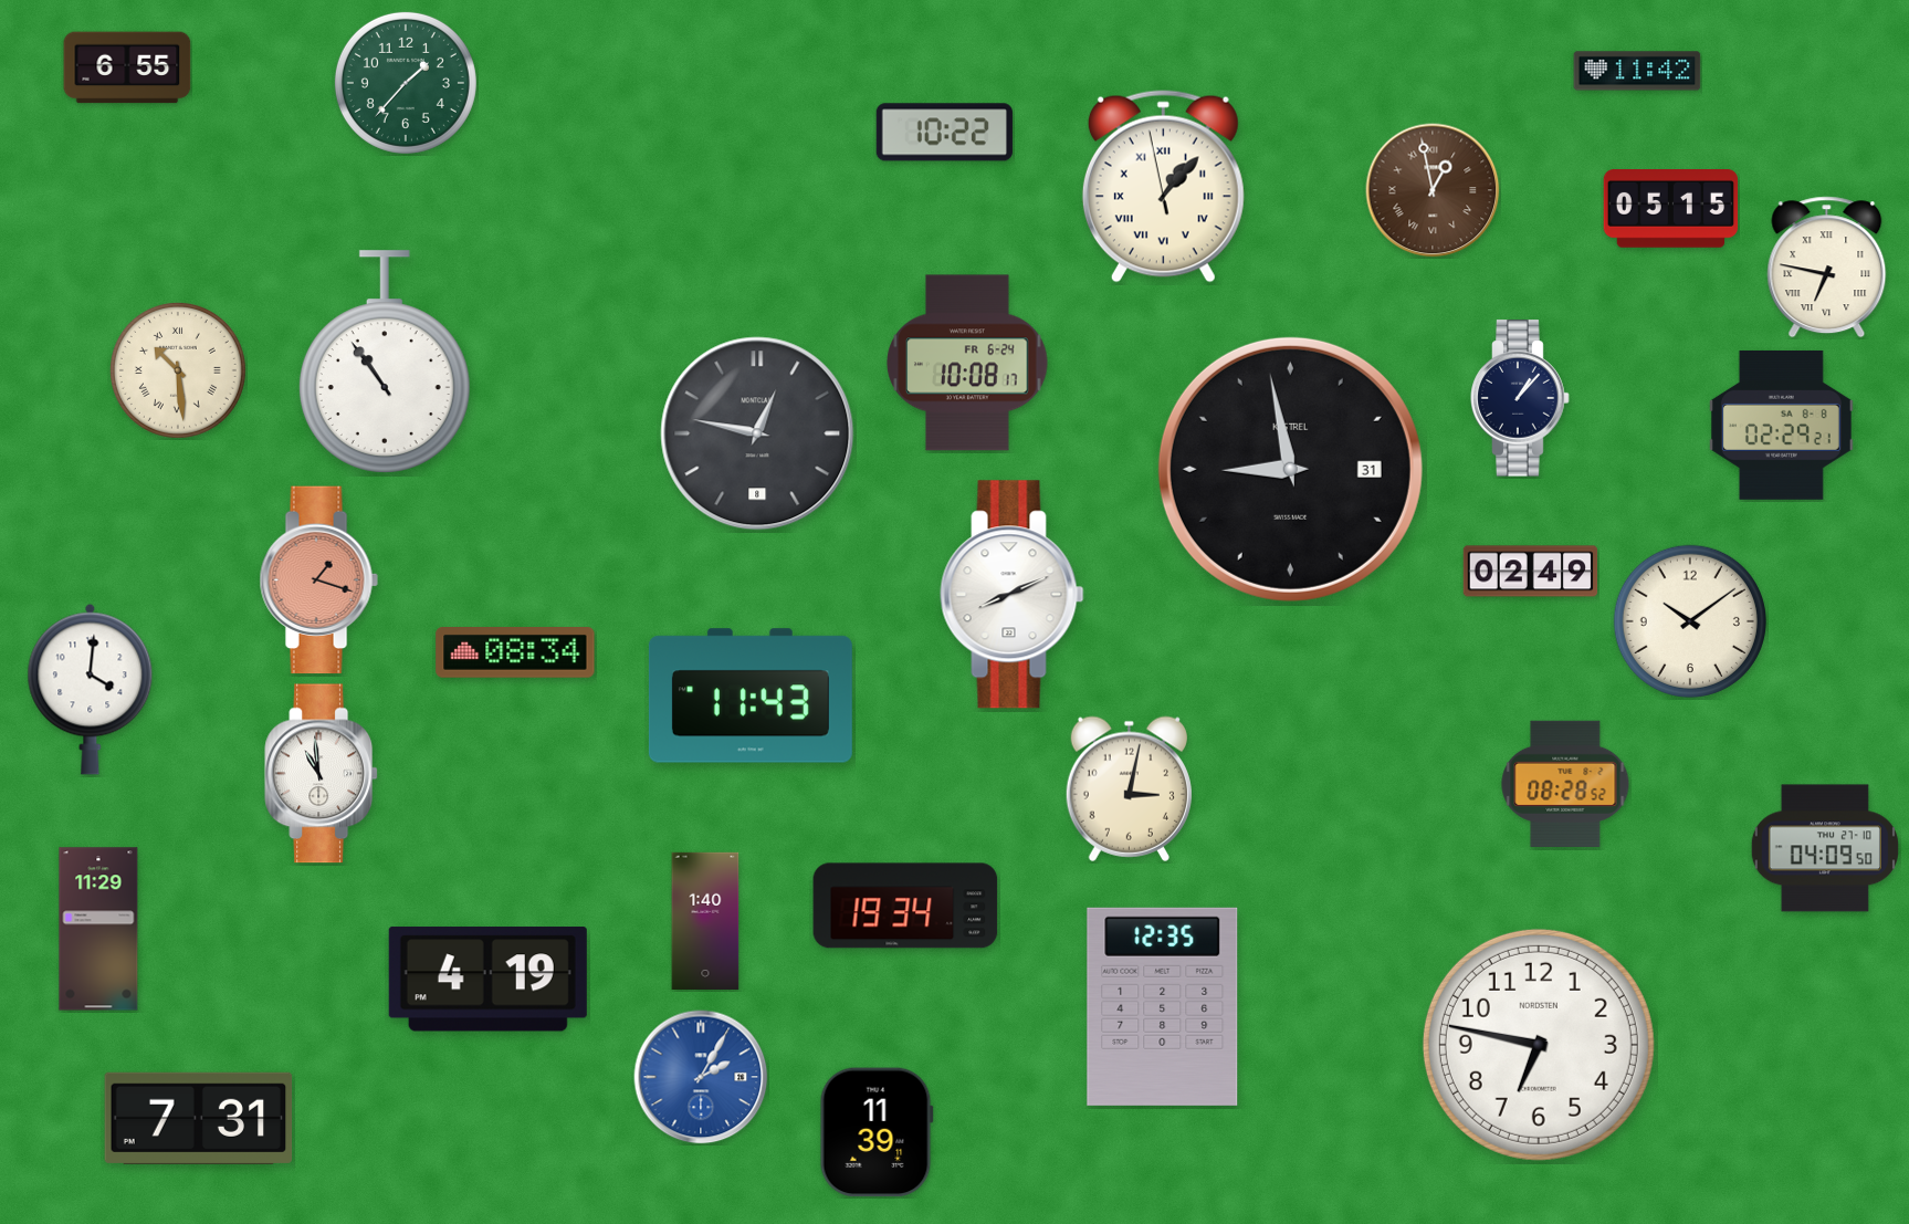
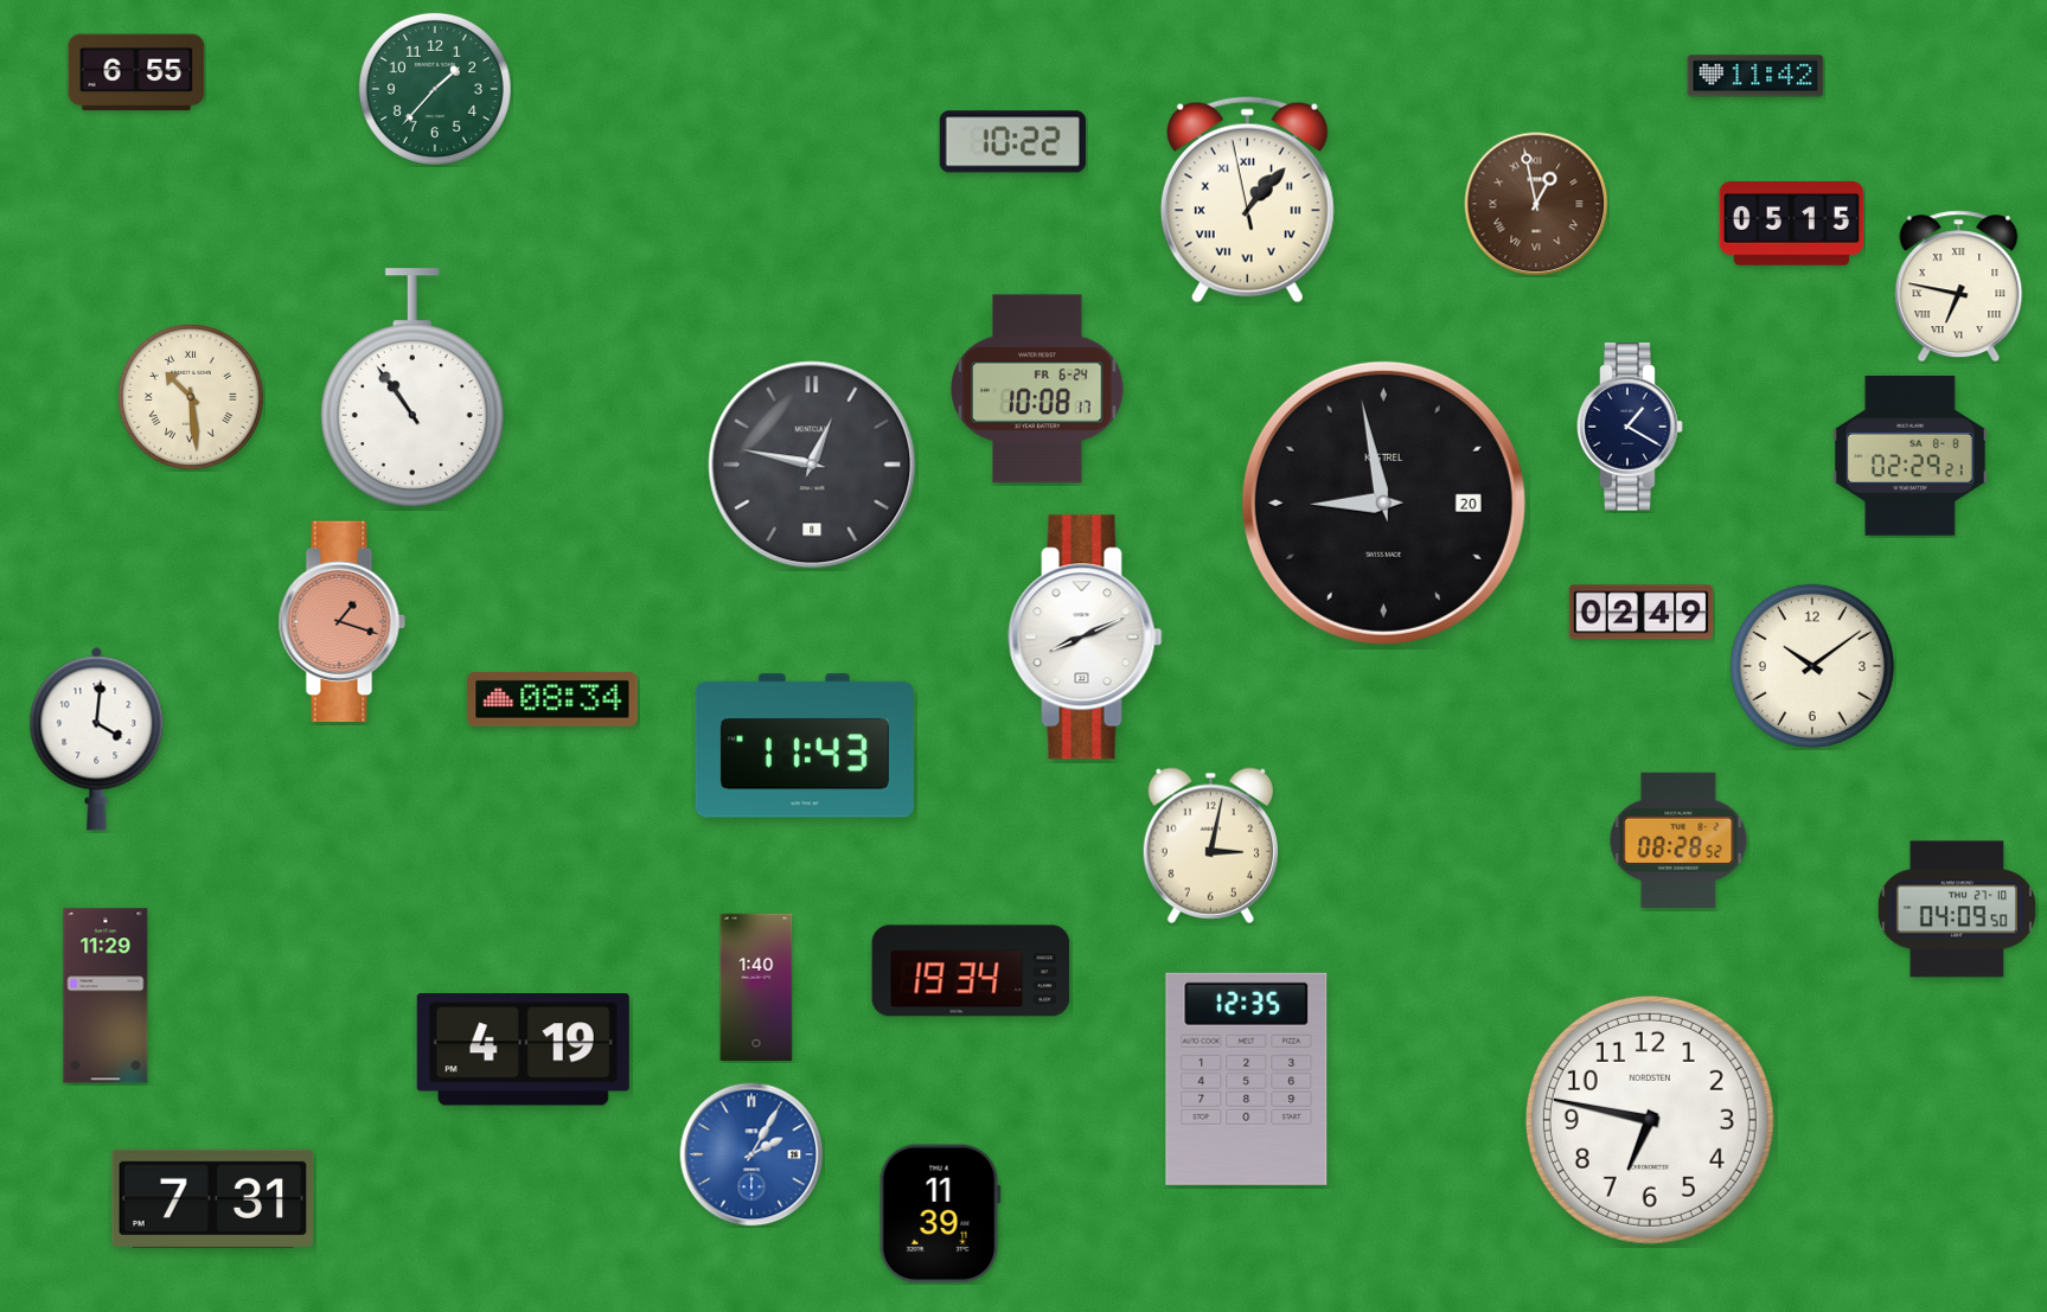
clock at (1520, 398): 1:07 -> 1:20
clock at (1290, 469) date: 31 -> 20
clock at (322, 774): 10:59 -> none
